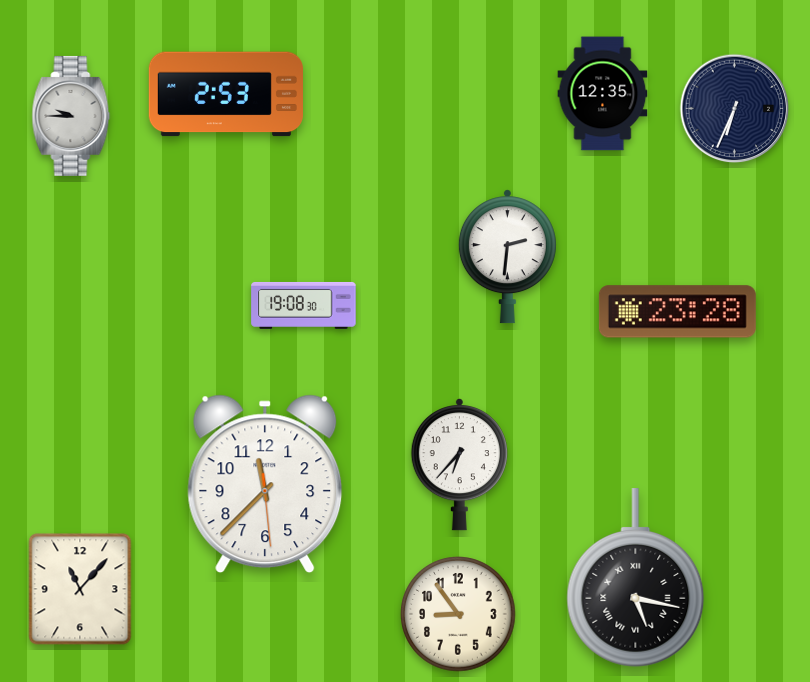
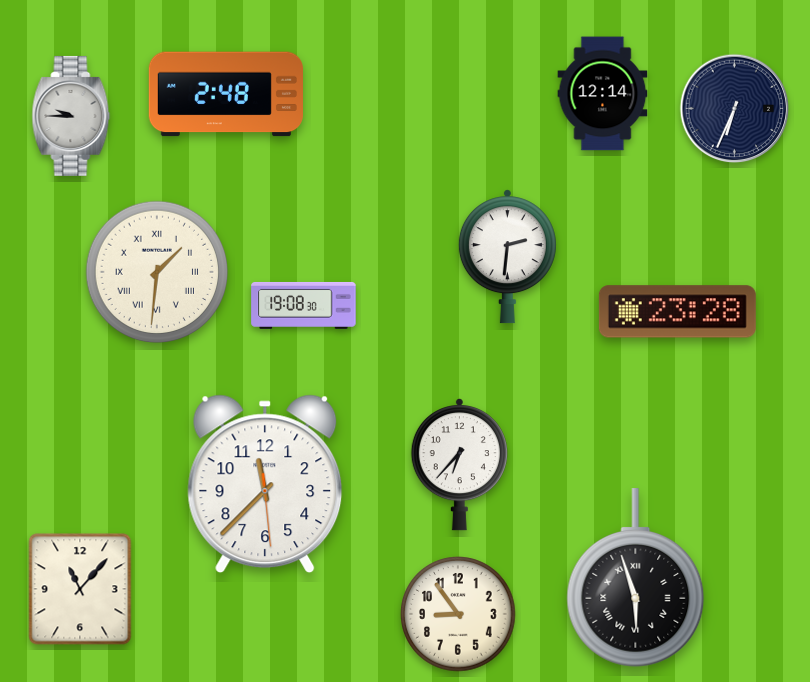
clock at (226, 94): 2:53 -> 2:48
clock at (603, 94): 12:35 -> 12:14
clock at (157, 272): none -> 1:31
clock at (636, 578): 5:17 -> 5:57
